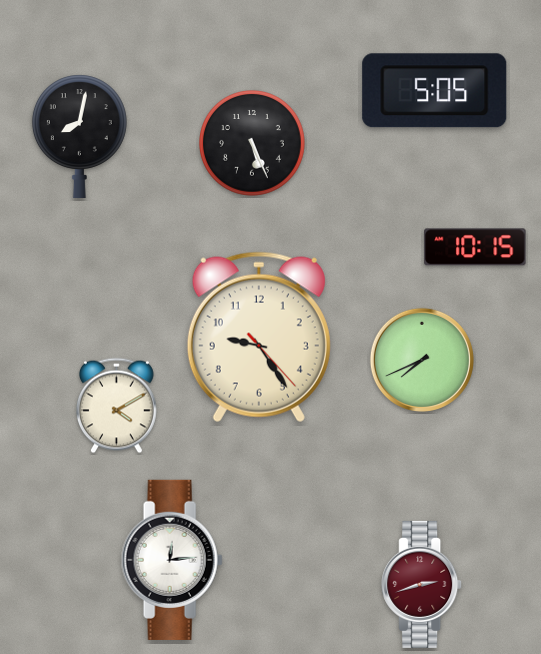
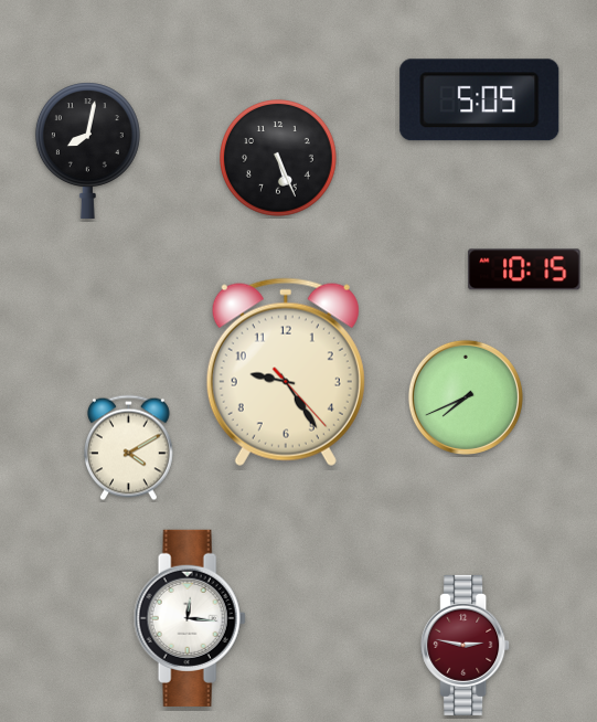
clock at (475, 247) position: (475, 247) -> (524, 269)
clock at (172, 560): 12:14 -> 12:16
clock at (422, 584): 2:42 -> 2:47
